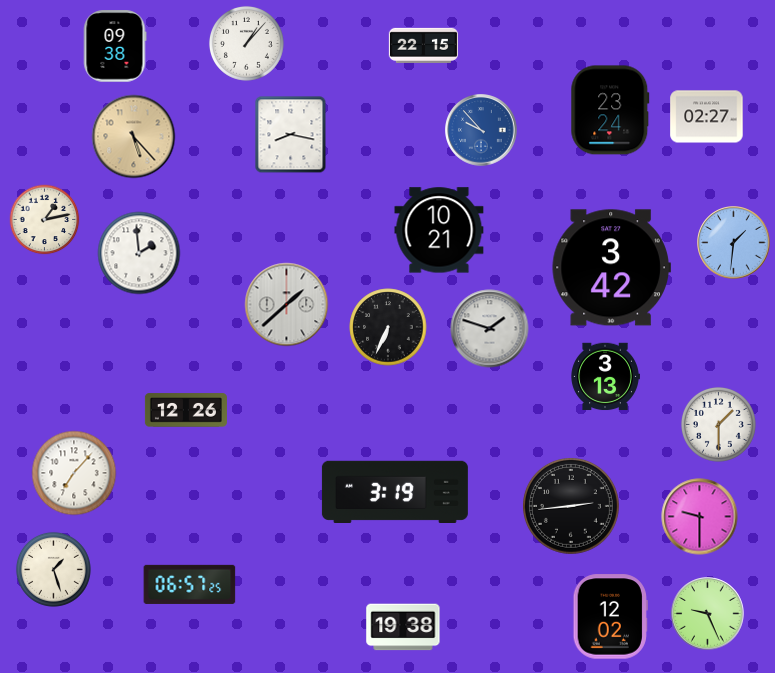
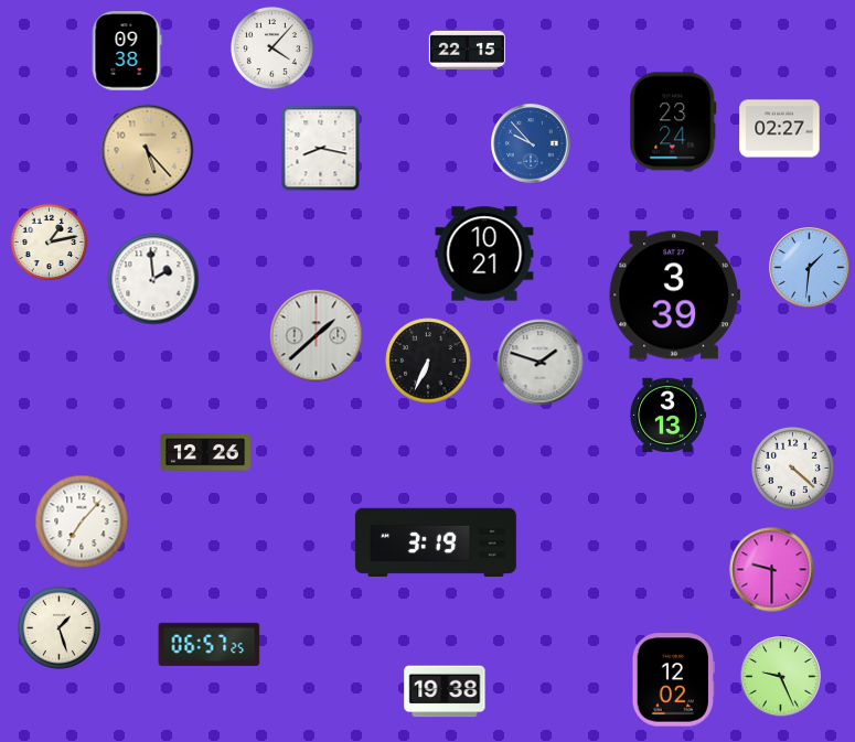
clock at (246, 43): 1:07 -> 4:07
clock at (611, 268): 3:42 -> 3:39
clock at (718, 424): 1:30 -> 4:22
clock at (572, 507): 2:44 -> none
